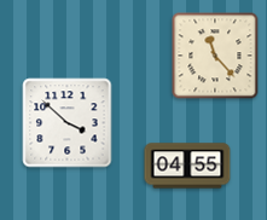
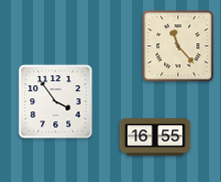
clock at (68, 123): 3:52 -> 3:54
clock at (187, 166): 04:55 -> 16:55
